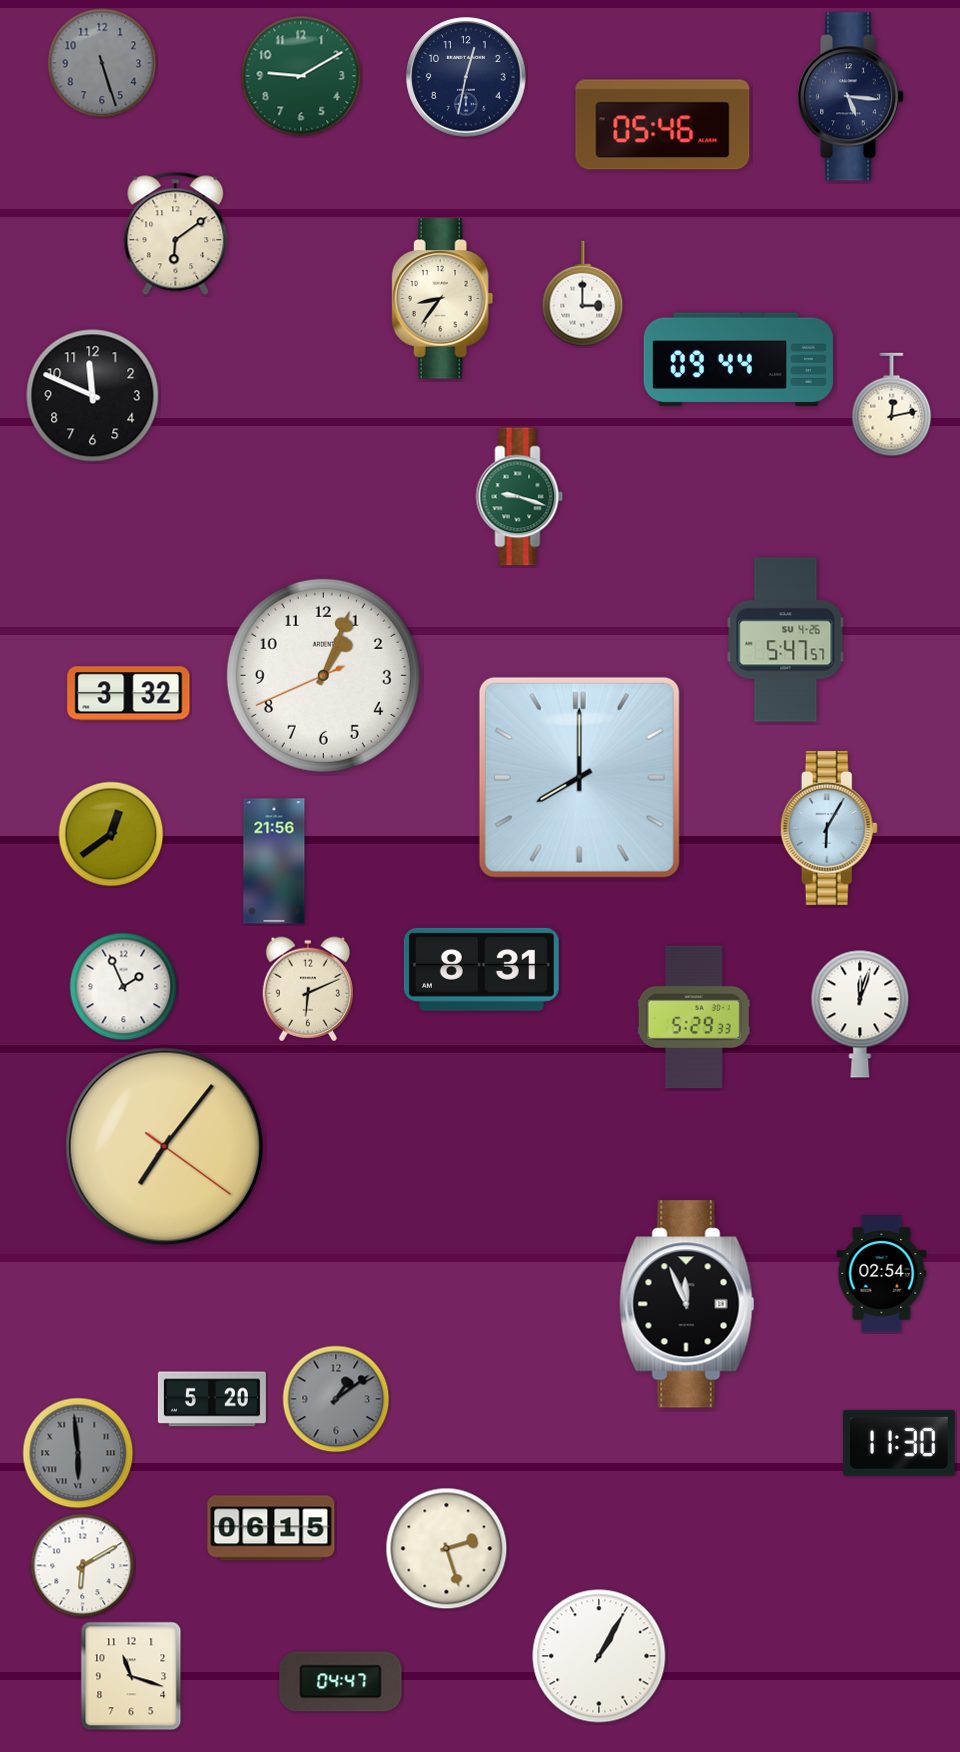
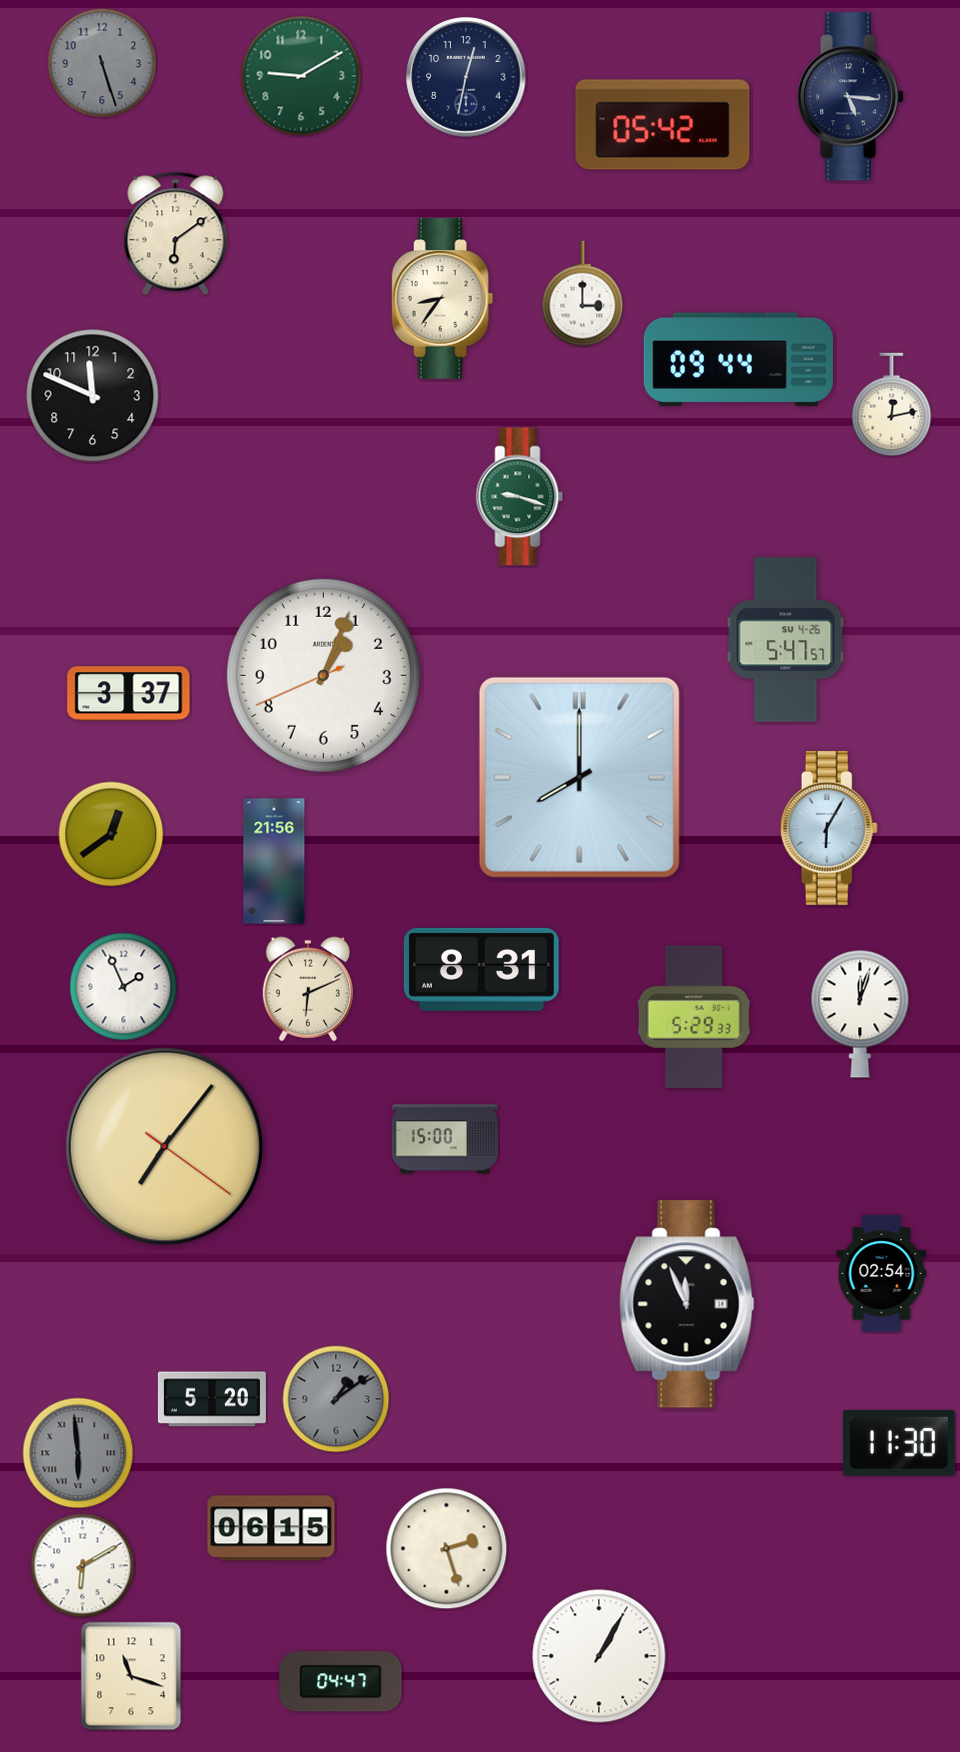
clock at (663, 125): 05:46 -> 05:42
clock at (129, 694): 3:32 -> 3:37
clock at (445, 1139): none -> 15:00
